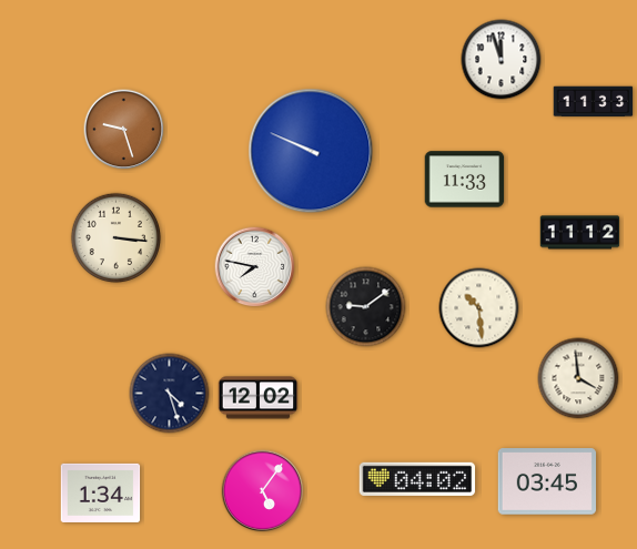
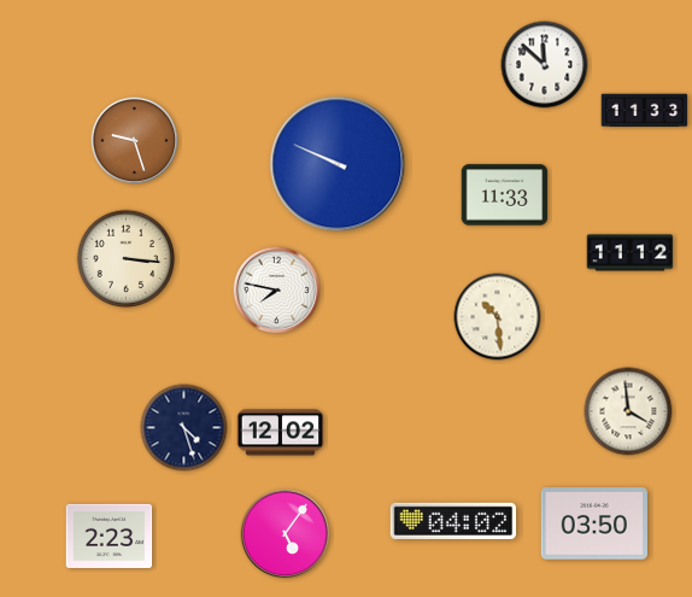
clock at (502, 60): 11:57 -> 11:52
clock at (366, 307): 9:09 -> none
clock at (479, 308) position: (479, 308) -> (498, 317)
clock at (547, 481): 03:45 -> 03:50
clock at (101, 492): 1:34 -> 2:23
